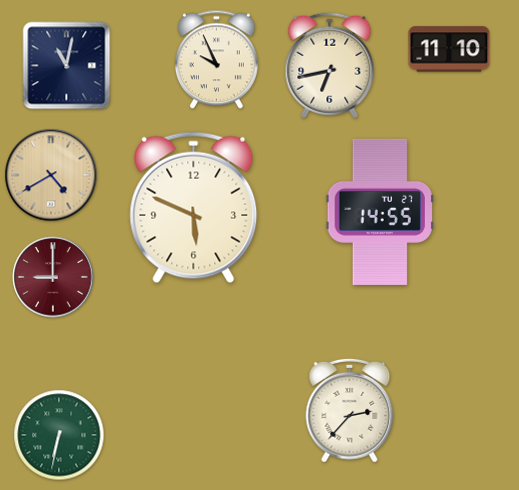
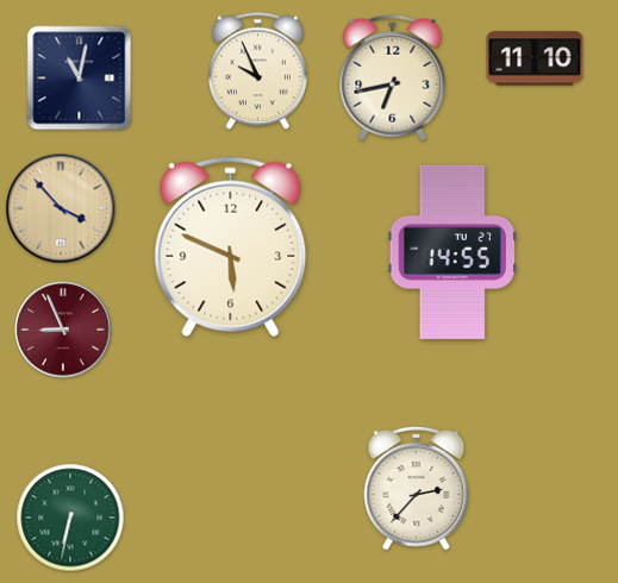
clock at (51, 175): 4:40 -> 3:53
clock at (53, 277): 9:00 -> 8:56
